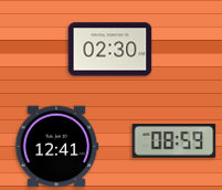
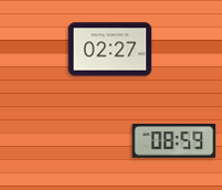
clock at (110, 50): 02:30 -> 02:27
clock at (56, 147): 12:41 -> none
